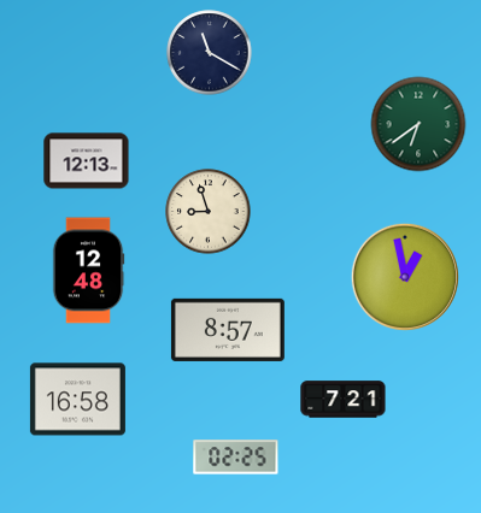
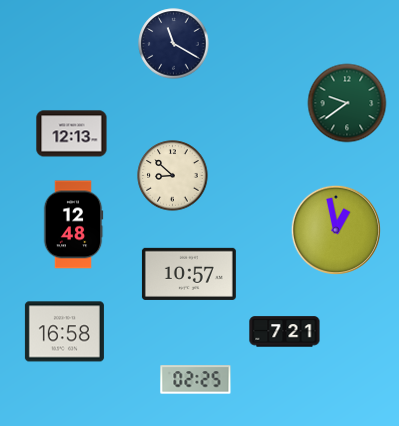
clock at (418, 124): 6:39 -> 9:39
clock at (209, 212): 8:57 -> 8:52
clock at (228, 330): 8:57 -> 10:57
